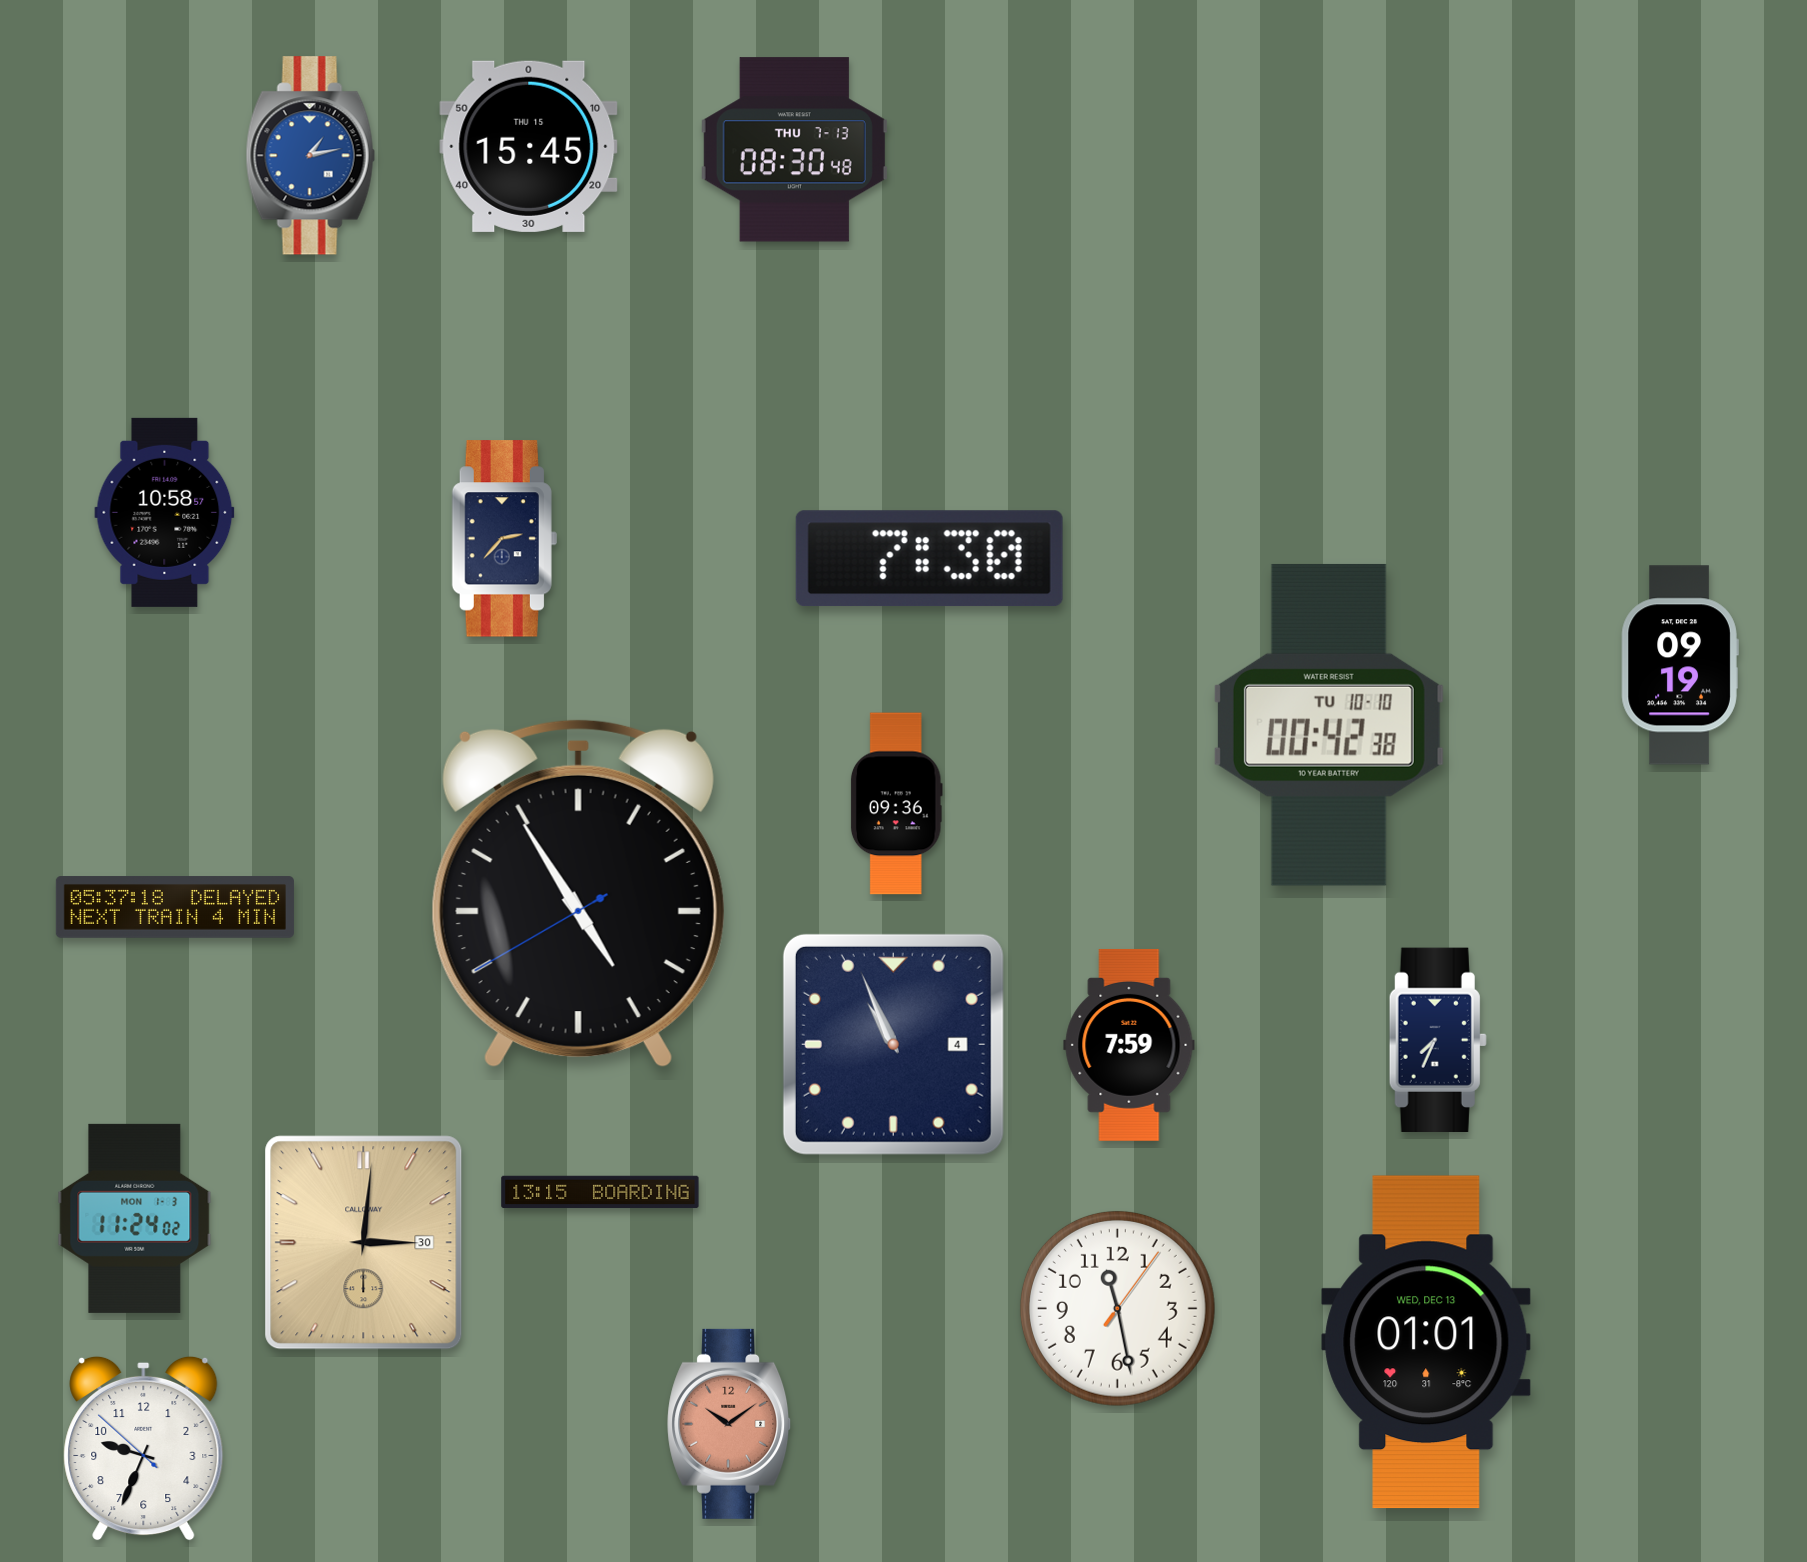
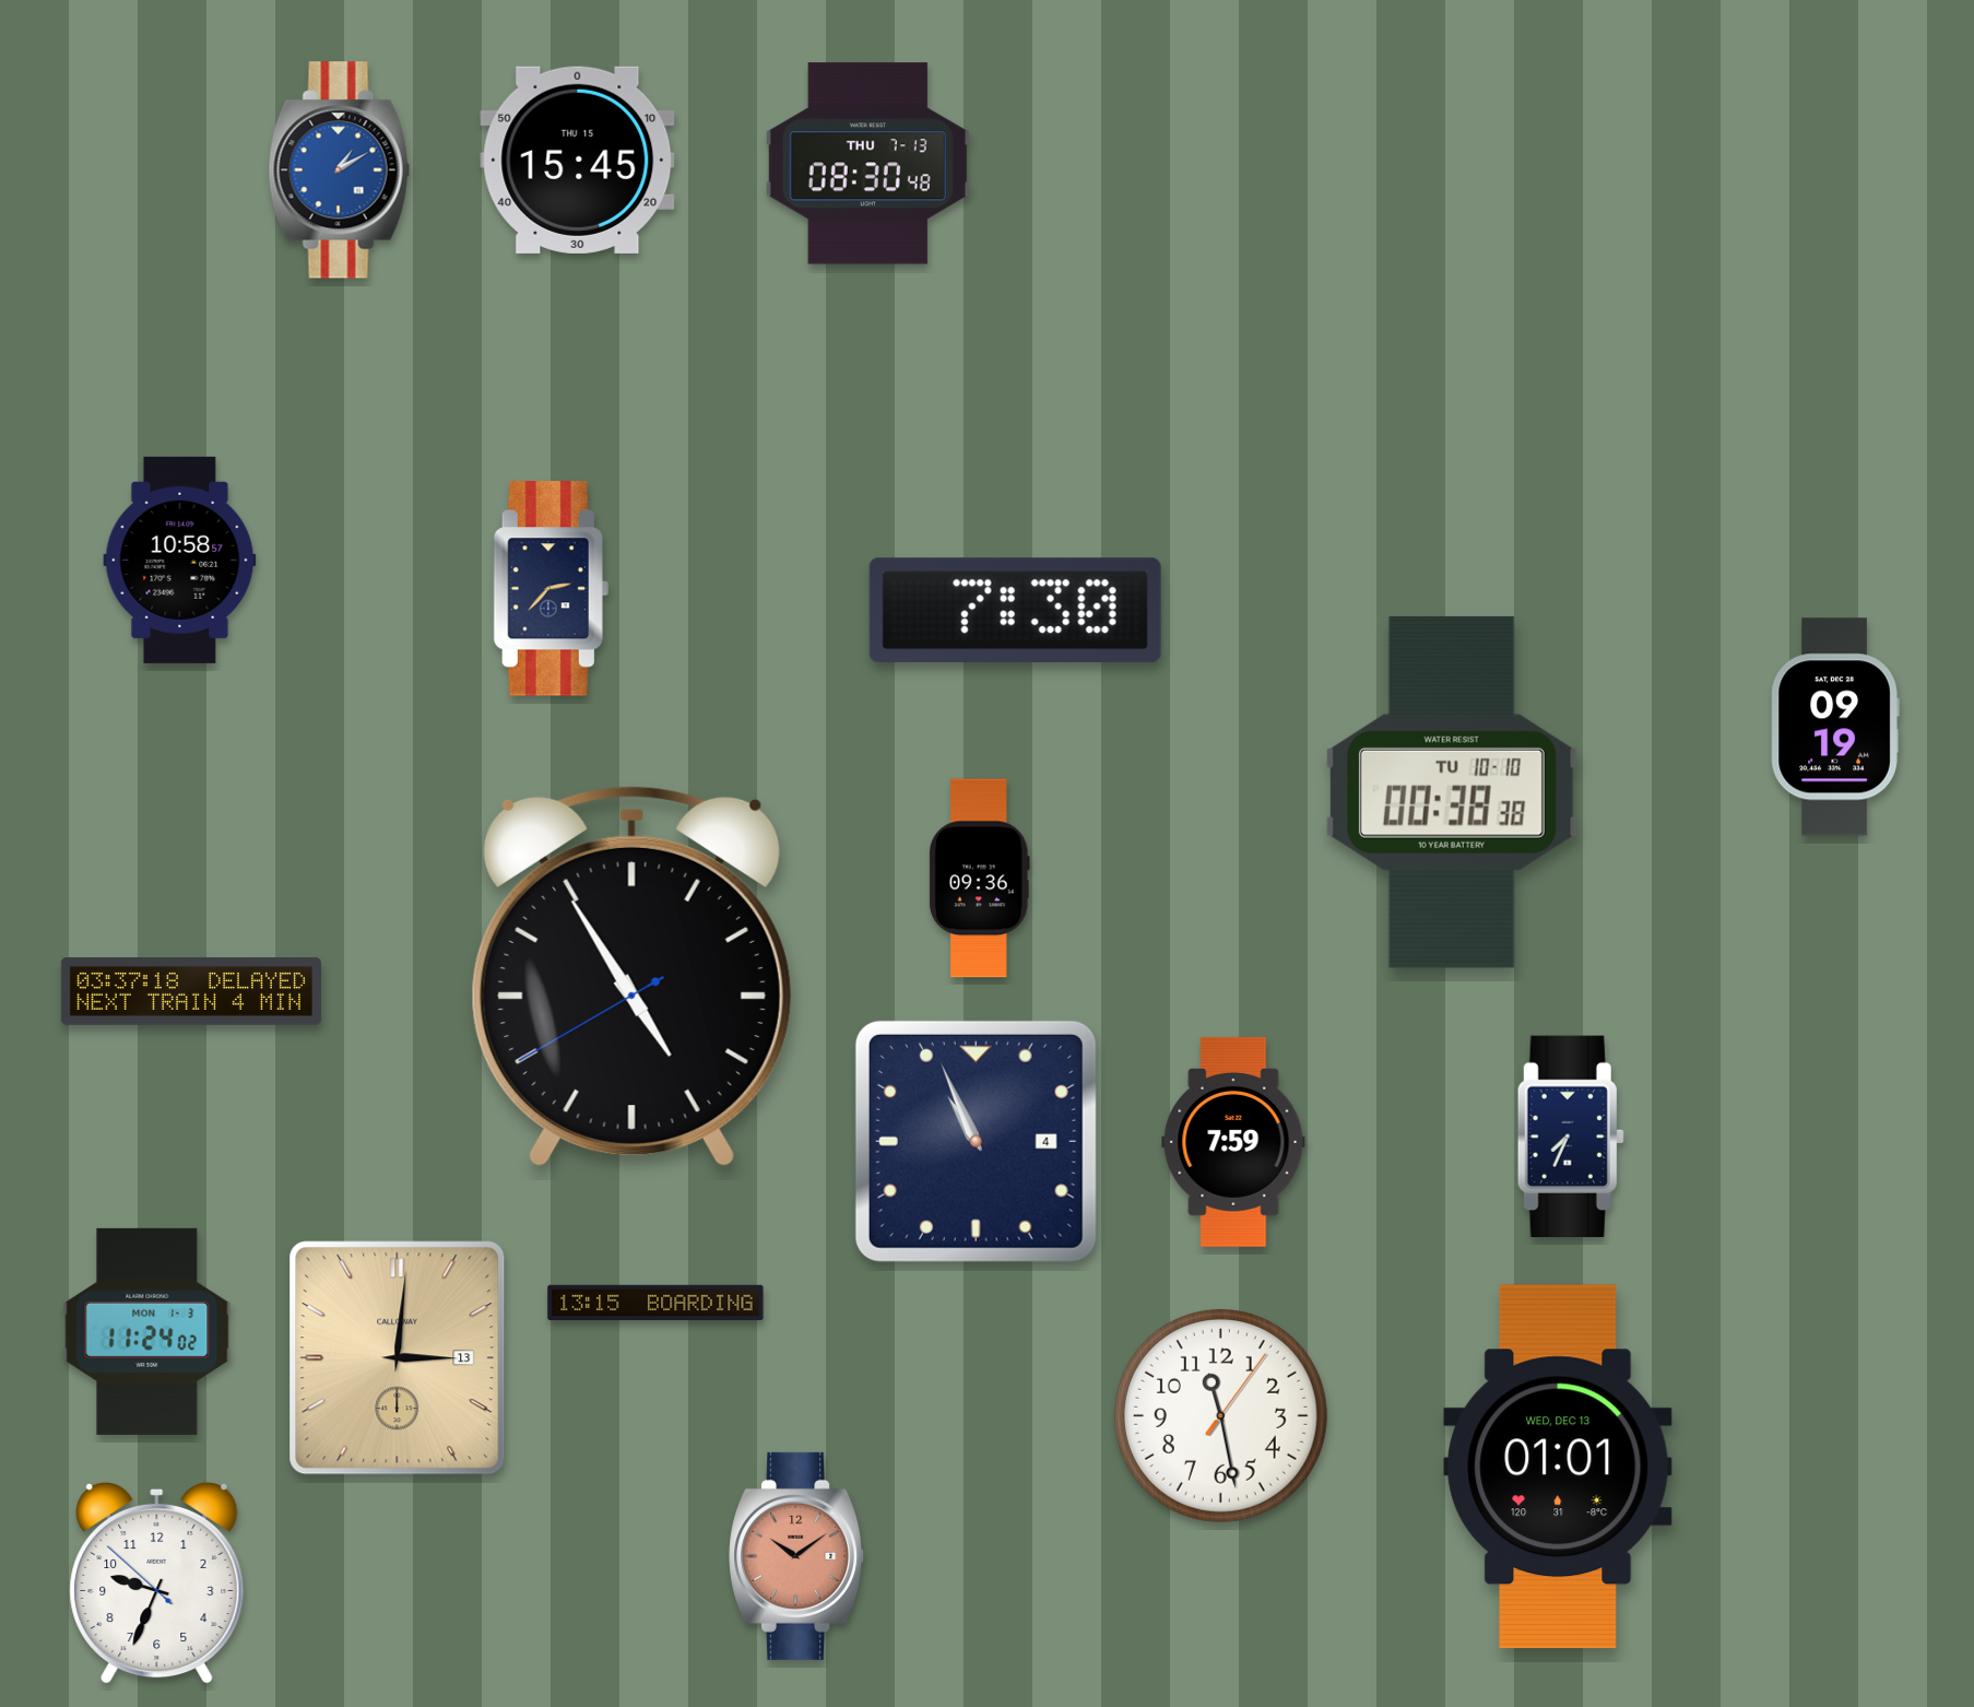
clock at (310, 156): 1:13 -> 1:10
clock at (1329, 725): 00:42 -> 00:38
clock at (175, 907): 05:37 -> 03:37
clock at (364, 1243) date: 30 -> 13
clock at (1117, 1308) position: (1117, 1308) -> (1220, 1415)
